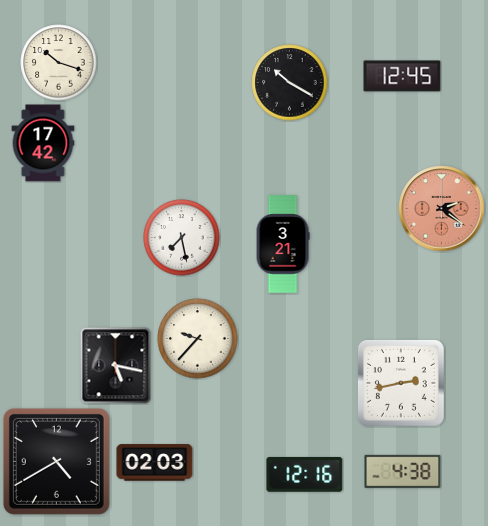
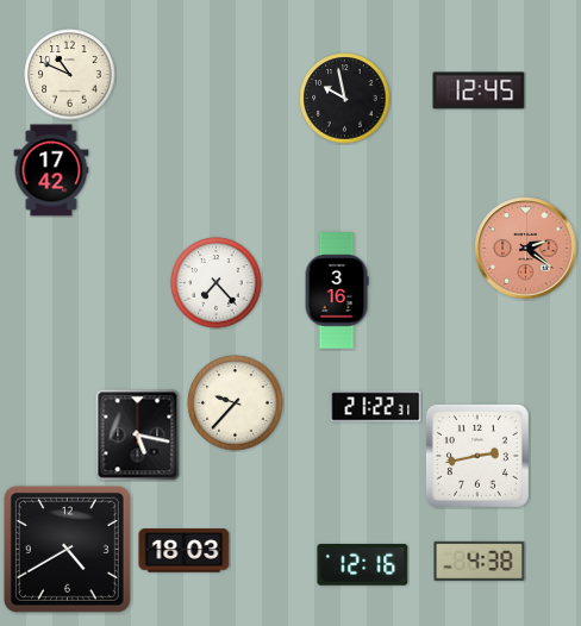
clock at (59, 63): 10:18 -> 10:49
clock at (290, 83): 10:20 -> 9:58
clock at (182, 238): 7:28 -> 7:23
clock at (283, 244): 3:21 -> 3:16
clock at (376, 407): none -> 21:22
clock at (155, 463): 02:03 -> 18:03
